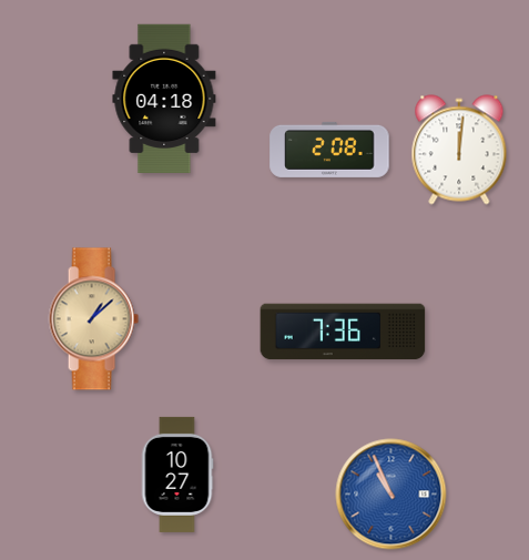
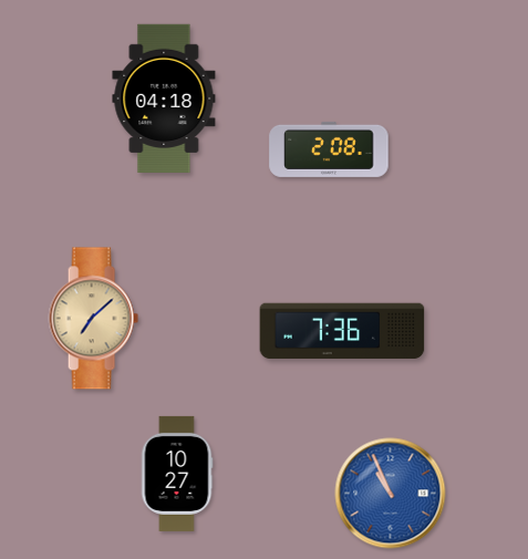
clock at (459, 150): 12:01 -> none
clock at (93, 319): 1:08 -> 7:08
